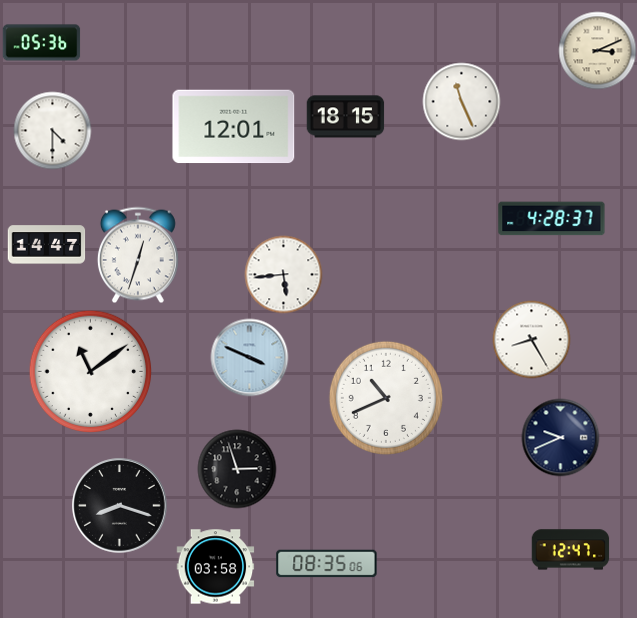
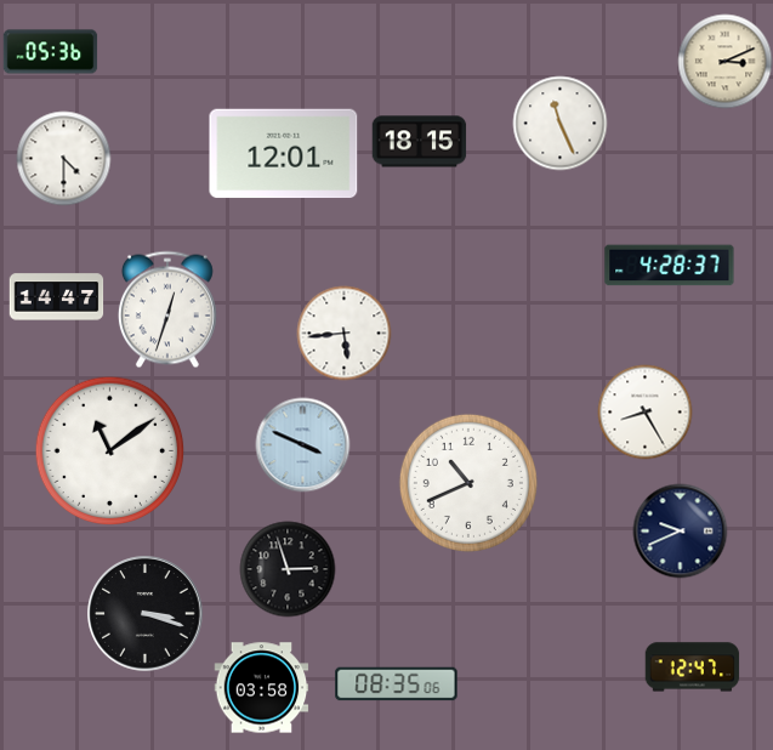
clock at (249, 357) position: (249, 357) -> (302, 444)
clock at (120, 506): 8:18 -> 3:18
